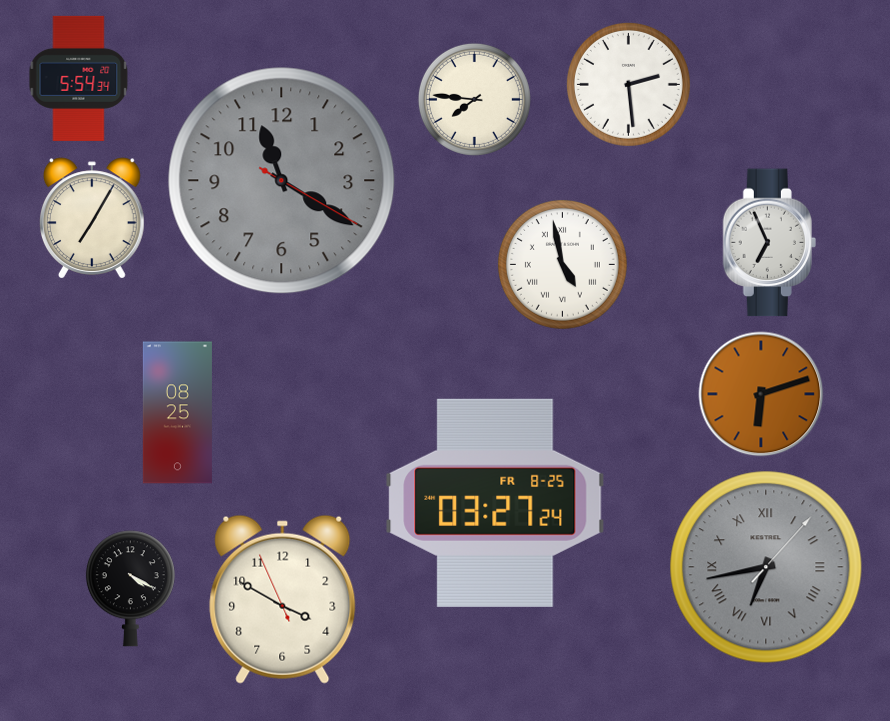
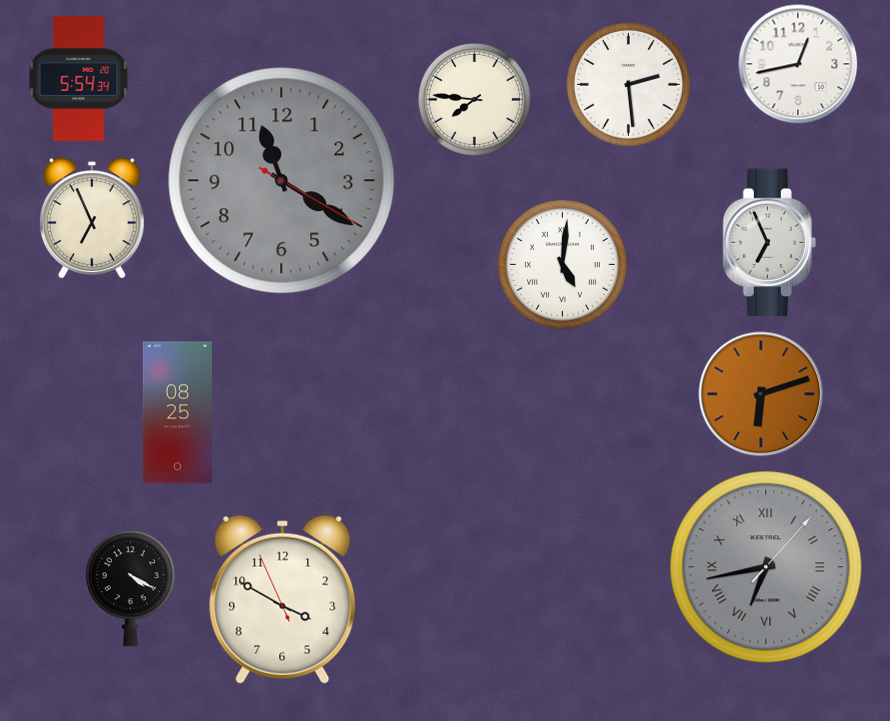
clock at (798, 64): none -> 12:43
clock at (92, 218): 7:05 -> 6:56
clock at (562, 264): 4:58 -> 5:01
clock at (495, 503): 03:27 -> none
